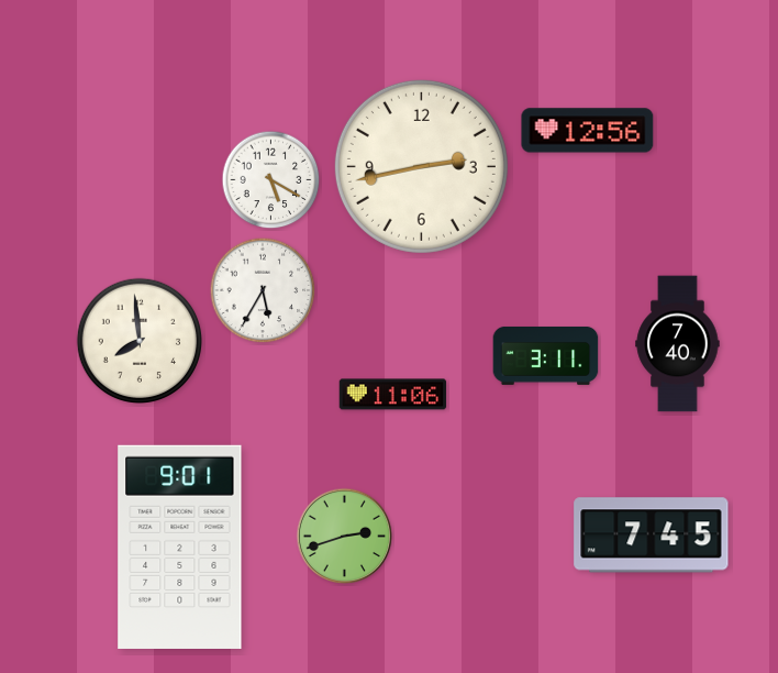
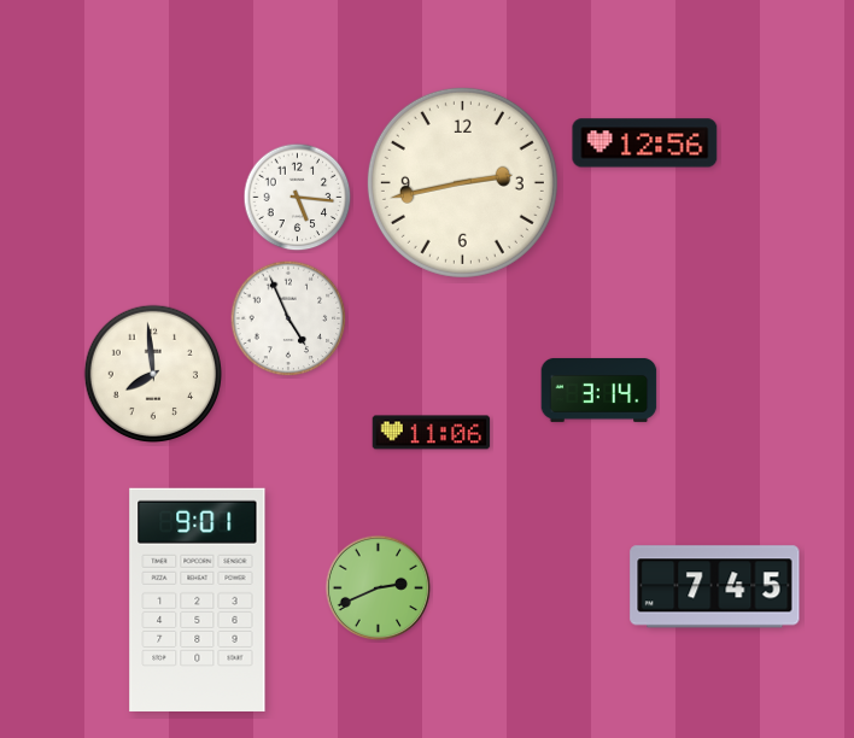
clock at (271, 180): 5:20 -> 5:16
clock at (263, 290): 5:35 -> 4:56
clock at (678, 344): 7:40 -> none
clock at (546, 355): 3:11 -> 3:14
clock at (345, 537): 2:42 -> 2:41
